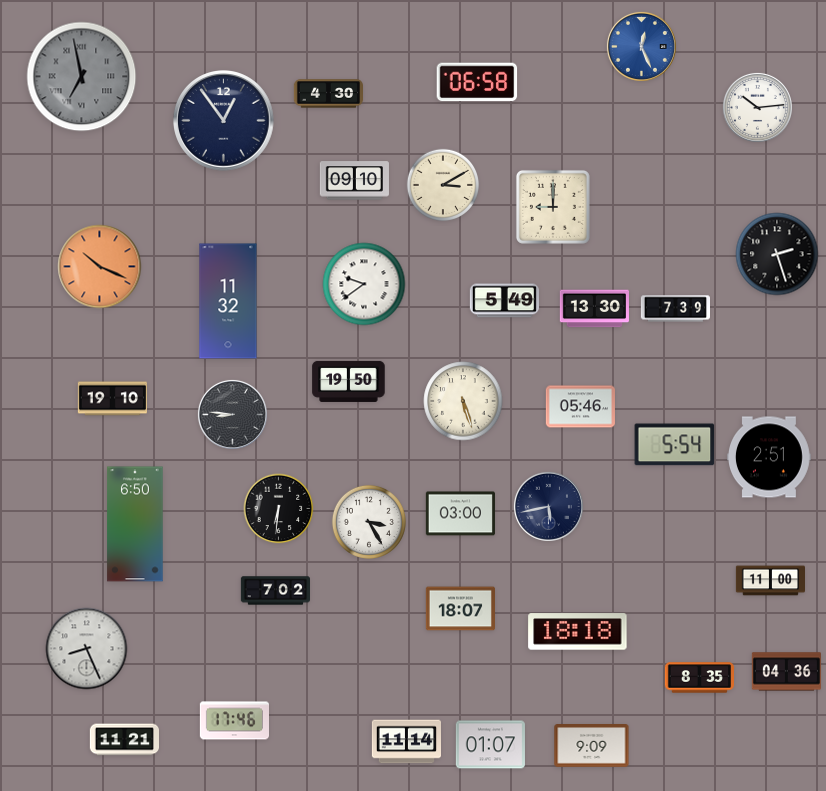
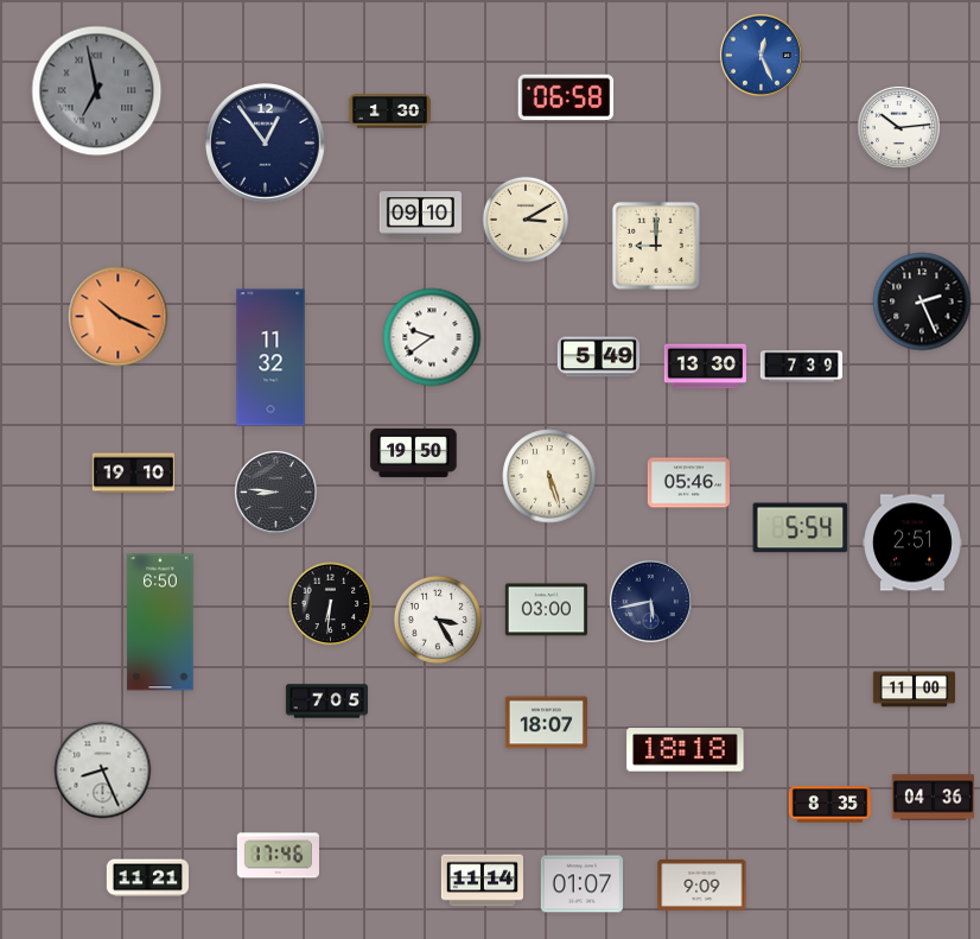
clock at (328, 94): 4:30 -> 1:30
clock at (777, 254): 2:27 -> 2:26
clock at (275, 591): 7:02 -> 7:05
